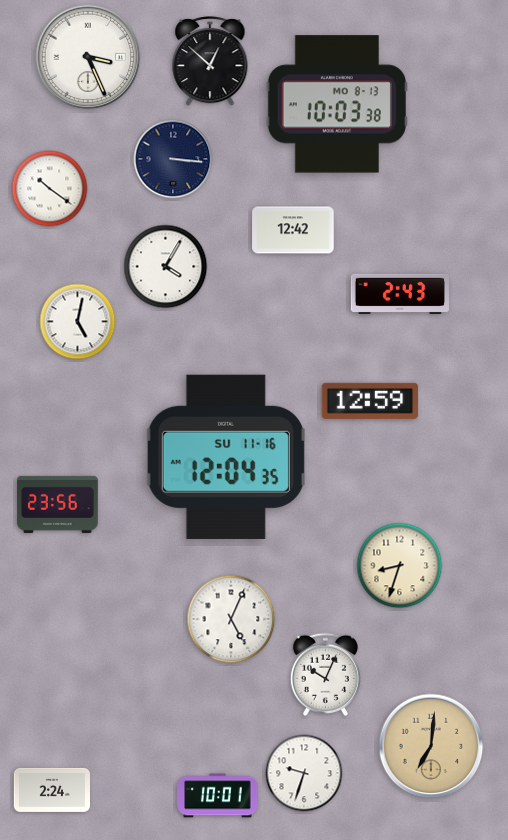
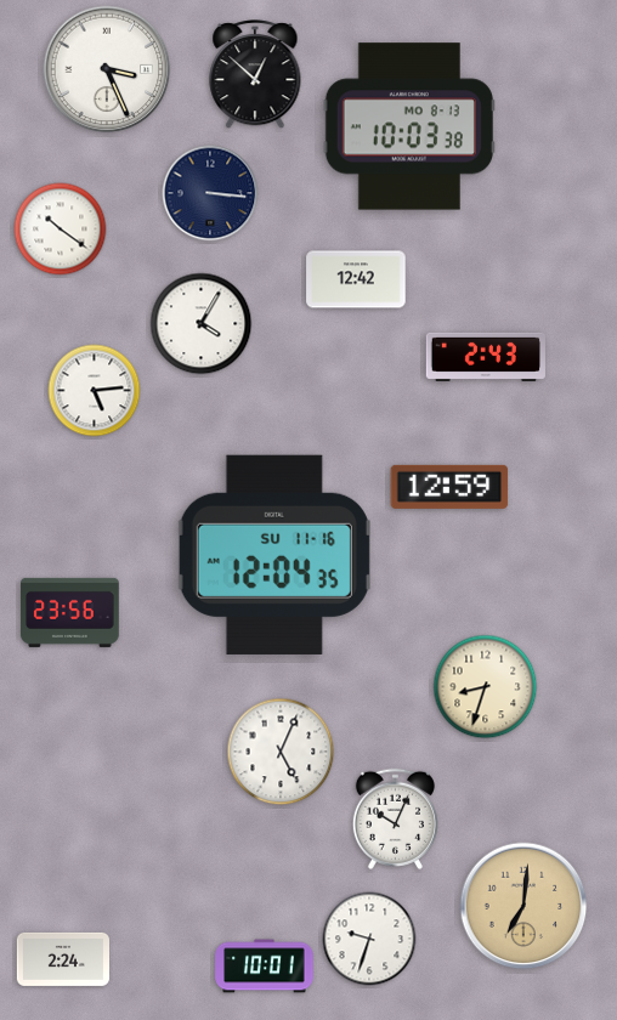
clock at (78, 322): 5:02 -> 5:14
